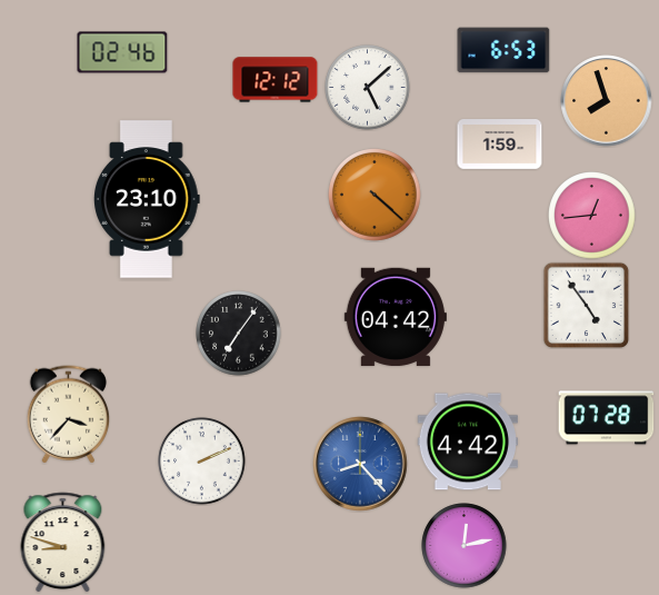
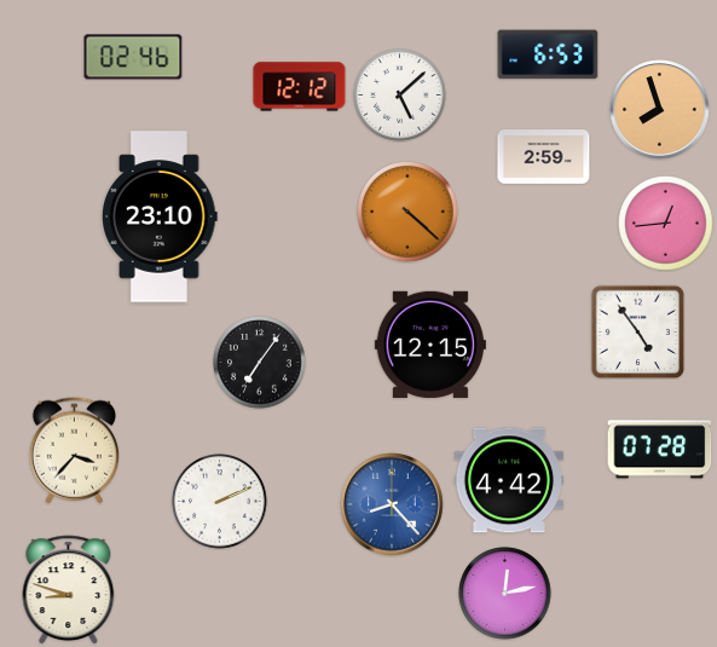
clock at (500, 145): 1:59 -> 2:59
clock at (592, 216) position: (592, 216) -> (666, 224)
clock at (396, 317): 04:42 -> 12:15
clock at (607, 418) position: (607, 418) -> (660, 450)
